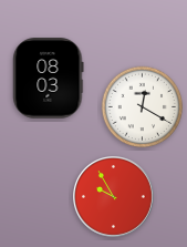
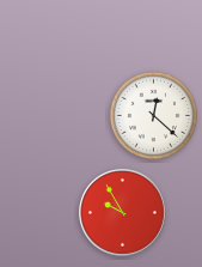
clock at (49, 79): 08:03 -> none
clock at (143, 107): 12:20 -> 12:22
